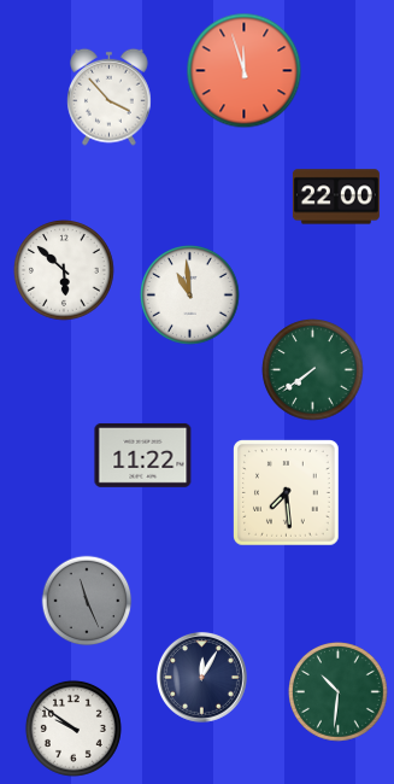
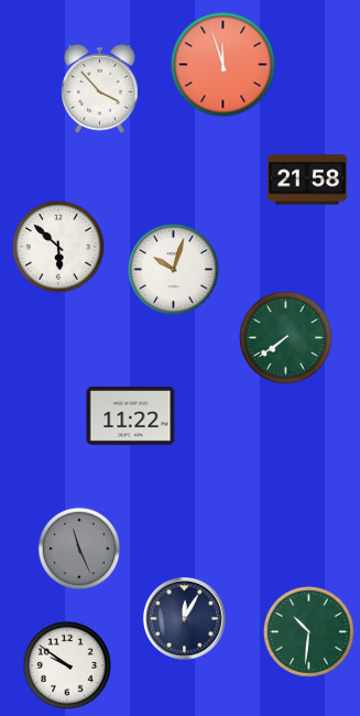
clock at (336, 197): 22:00 -> 21:58
clock at (190, 296): 10:59 -> 10:03
clock at (287, 493): 7:29 -> none
